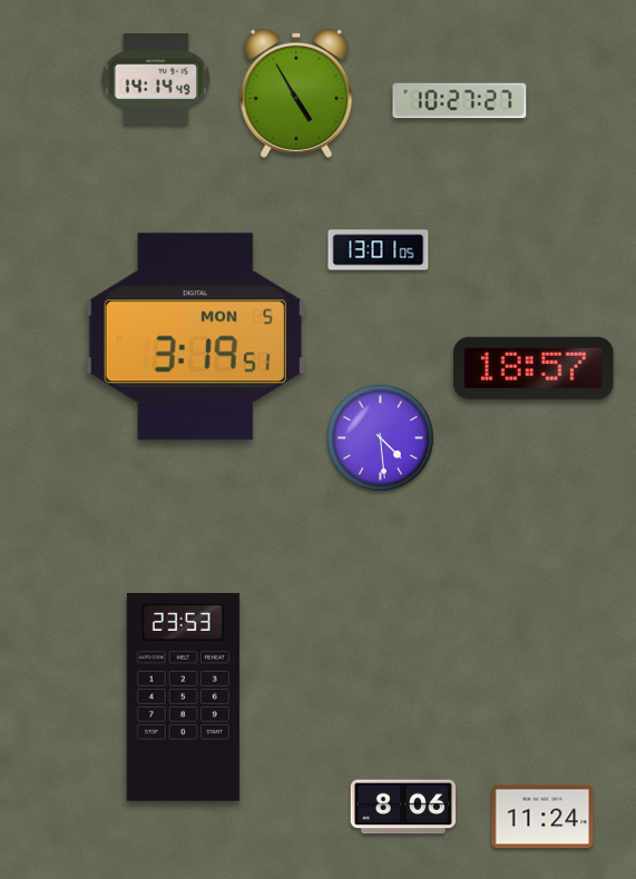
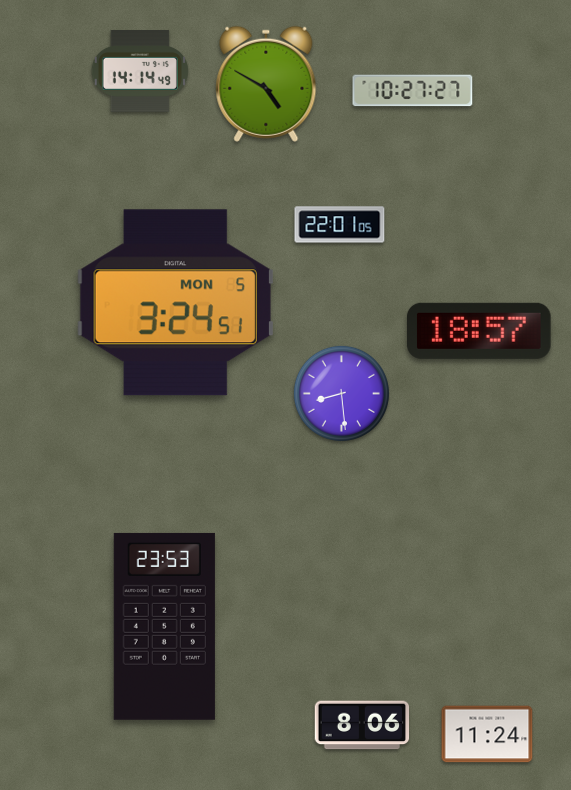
clock at (296, 93): 4:55 -> 4:50
clock at (379, 250): 13:01 -> 22:01
clock at (195, 337): 3:19 -> 3:24
clock at (380, 437): 4:29 -> 8:29
